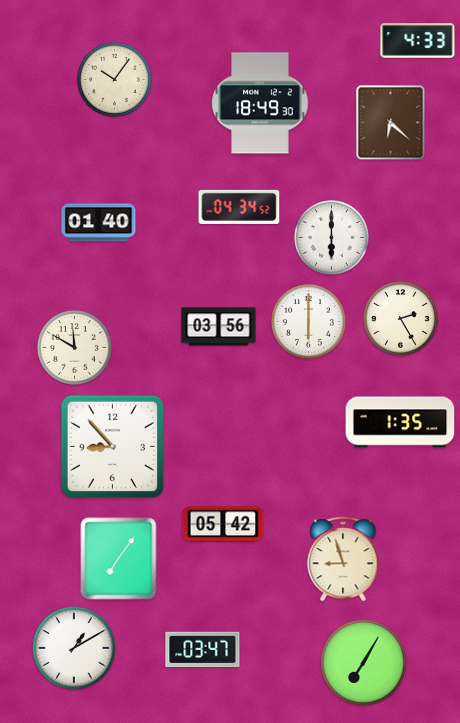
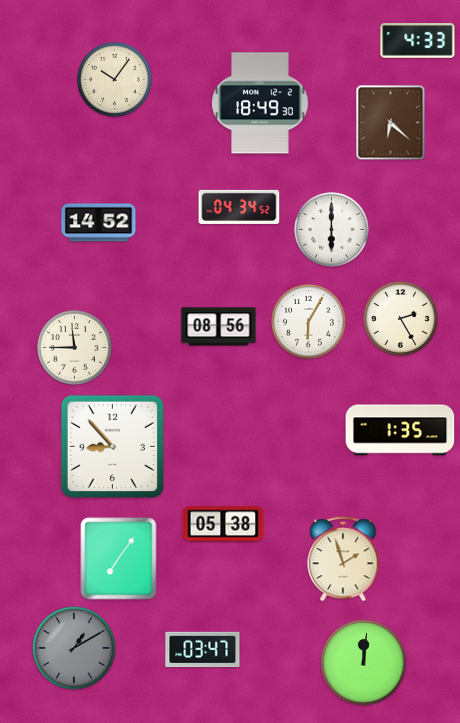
clock at (99, 223): 01:40 -> 14:52
clock at (332, 238) position: (332, 238) -> (332, 230)
clock at (309, 322): 6:00 -> 6:05
clock at (219, 327): 03:56 -> 08:56
clock at (75, 348): 11:50 -> 11:45
clock at (400, 422) position: (400, 422) -> (400, 430)
clock at (223, 524): 05:42 -> 05:38
clock at (343, 559): 8:57 -> 1:57
clock at (74, 648) dial: white -> grey
clock at (364, 663): 7:05 -> 12:01
